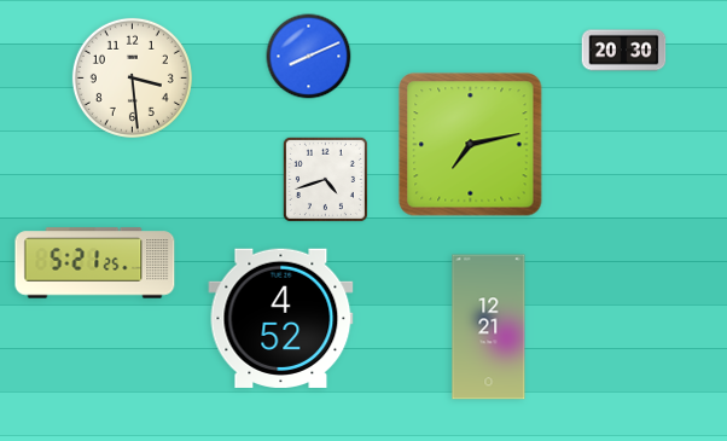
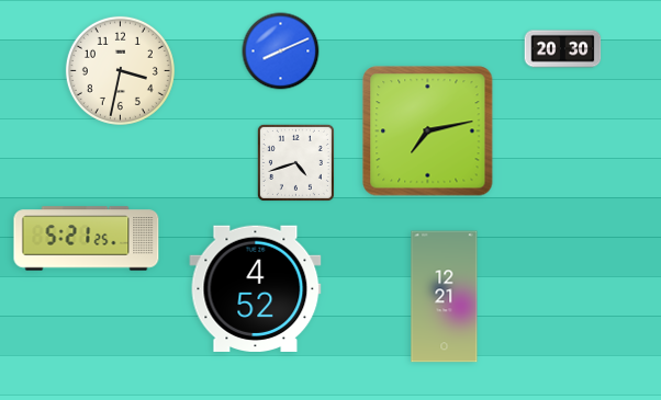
clock at (624, 51) position: (624, 51) -> (563, 49)
clock at (132, 77): 3:29 -> 3:32
